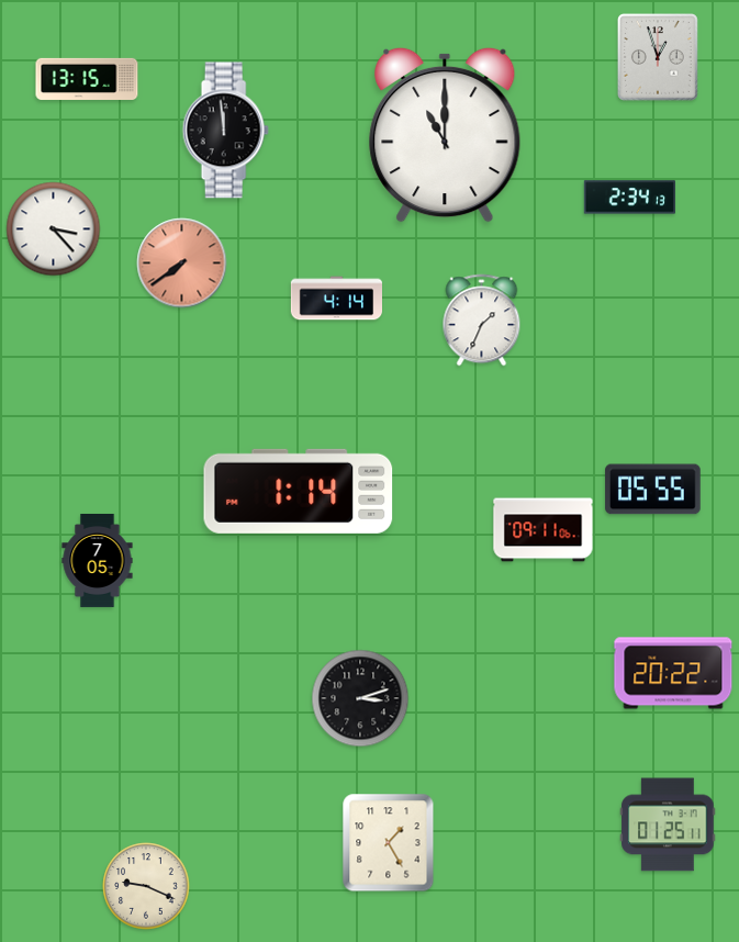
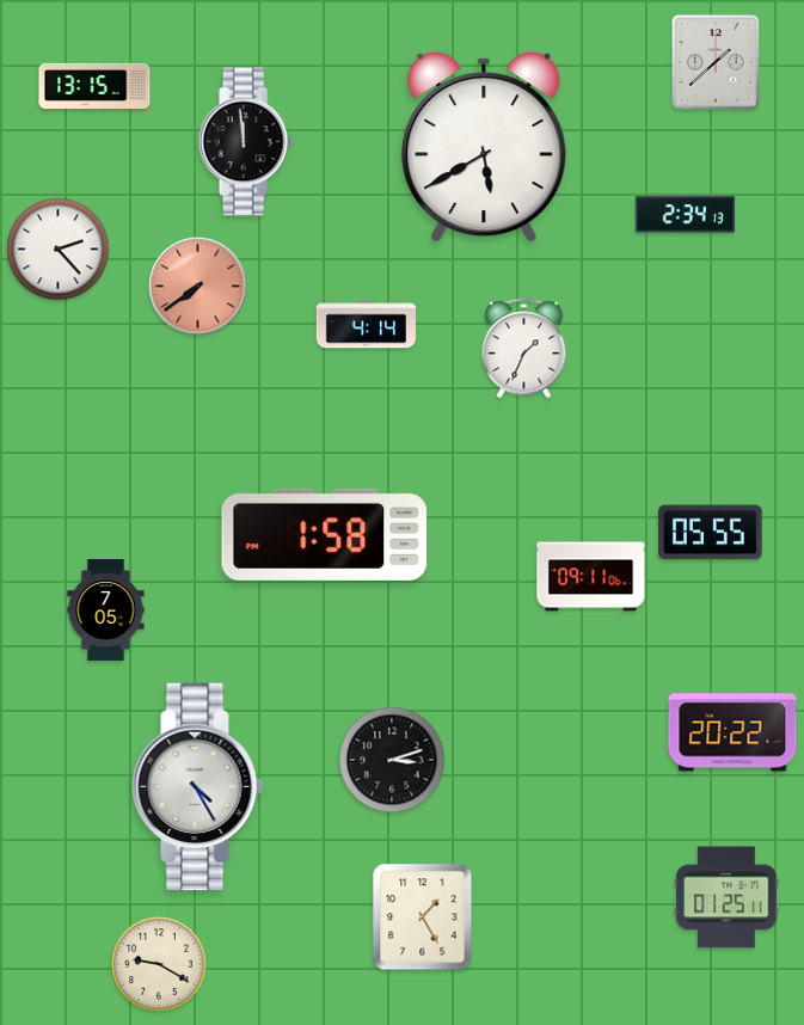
clock at (658, 58): 12:57 -> 1:38
clock at (445, 135): 11:00 -> 5:40
clock at (54, 229): 3:23 -> 2:23
clock at (299, 491): 1:14 -> 1:58
clock at (198, 787): none -> 4:25
clock at (146, 886): 9:19 -> 9:20
